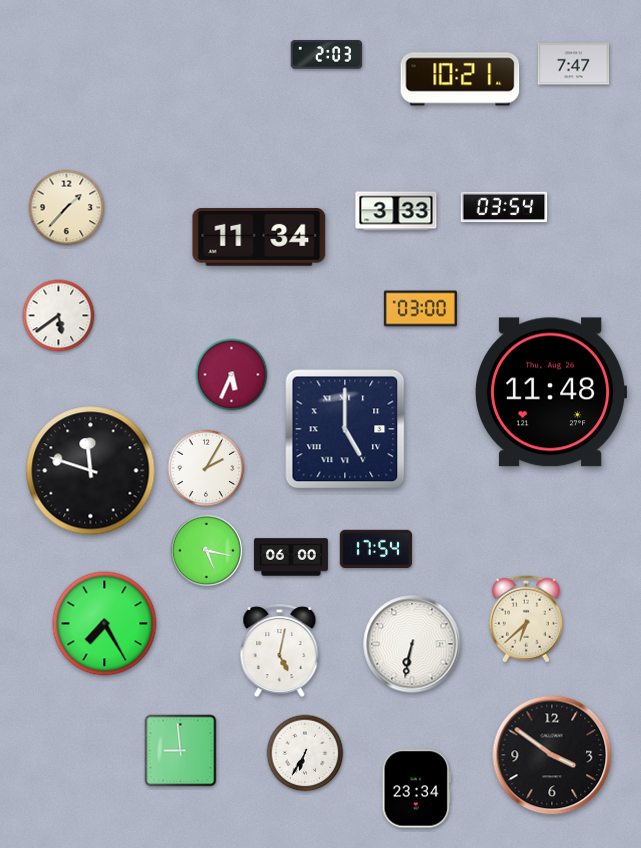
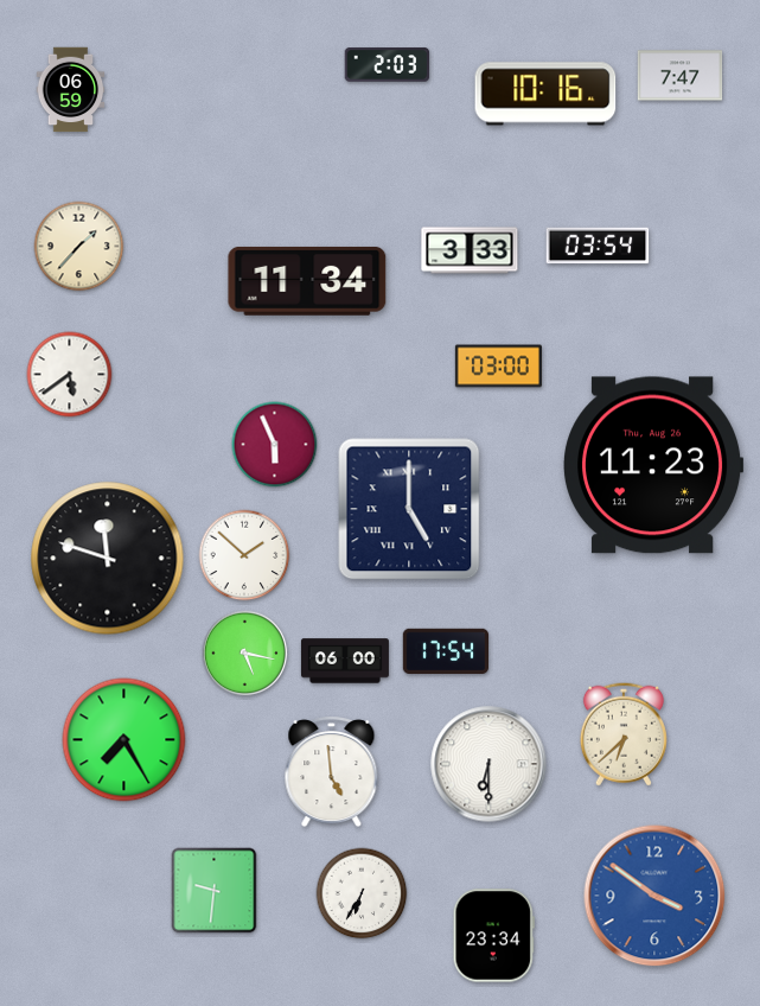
clock at (71, 90): none -> 06:59
clock at (460, 79): 10:21 -> 10:16
clock at (232, 375): 5:34 -> 5:56
clock at (552, 392): 11:48 -> 11:23
clock at (206, 468): 2:05 -> 1:52
clock at (412, 644): 6:32 -> 6:30
clock at (280, 651): 5:02 -> 4:59
clock at (181, 751): 8:59 -> 9:31
clock at (552, 755) dial: black -> blue
